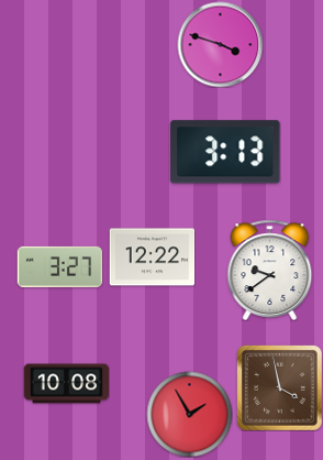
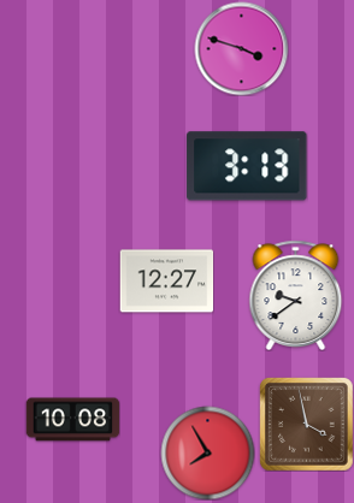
clock at (152, 258): 12:22 -> 12:27
clock at (59, 266): 3:27 -> none
clock at (189, 414): 1:55 -> 7:55
